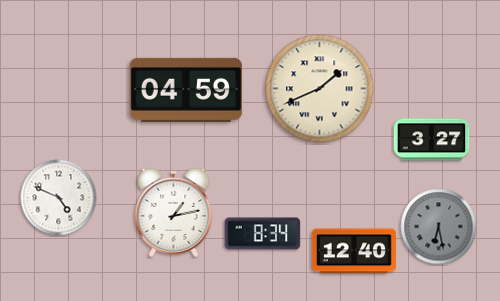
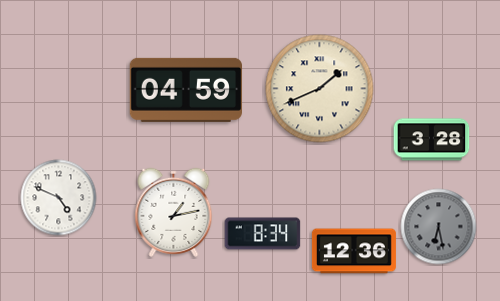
clock at (432, 140): 3:27 -> 3:28
clock at (354, 251): 12:40 -> 12:36
